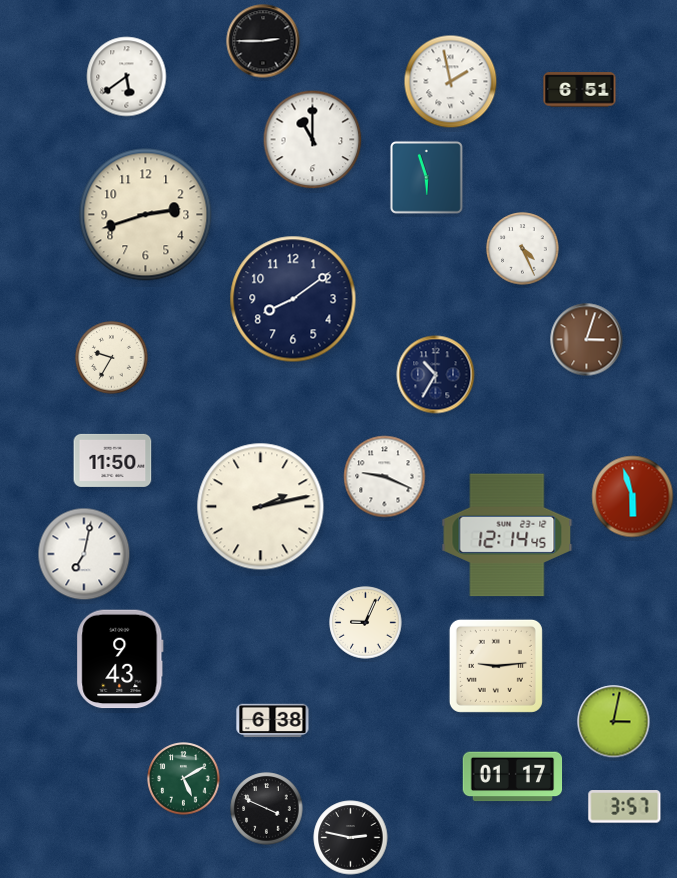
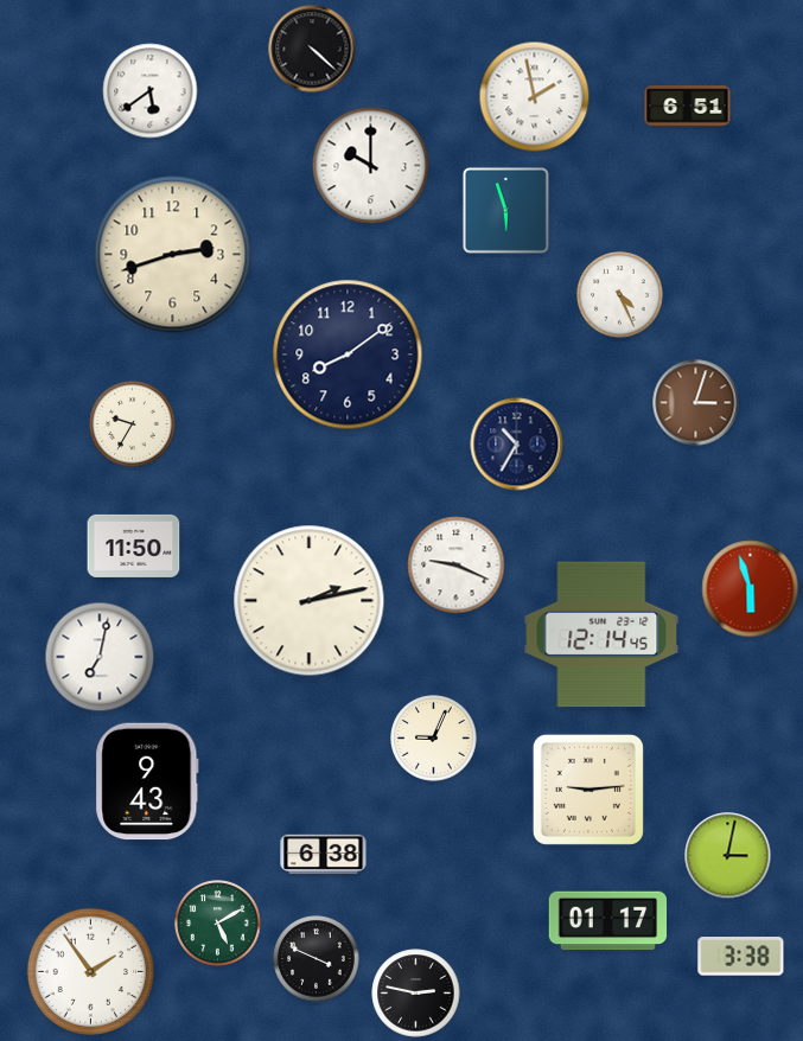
clock at (263, 41): 2:45 -> 4:22
clock at (313, 140): 11:00 -> 10:00
clock at (120, 659) position: (120, 659) -> (147, 781)
clock at (625, 807): 3:57 -> 3:38
clock at (90, 971): none -> 1:54
